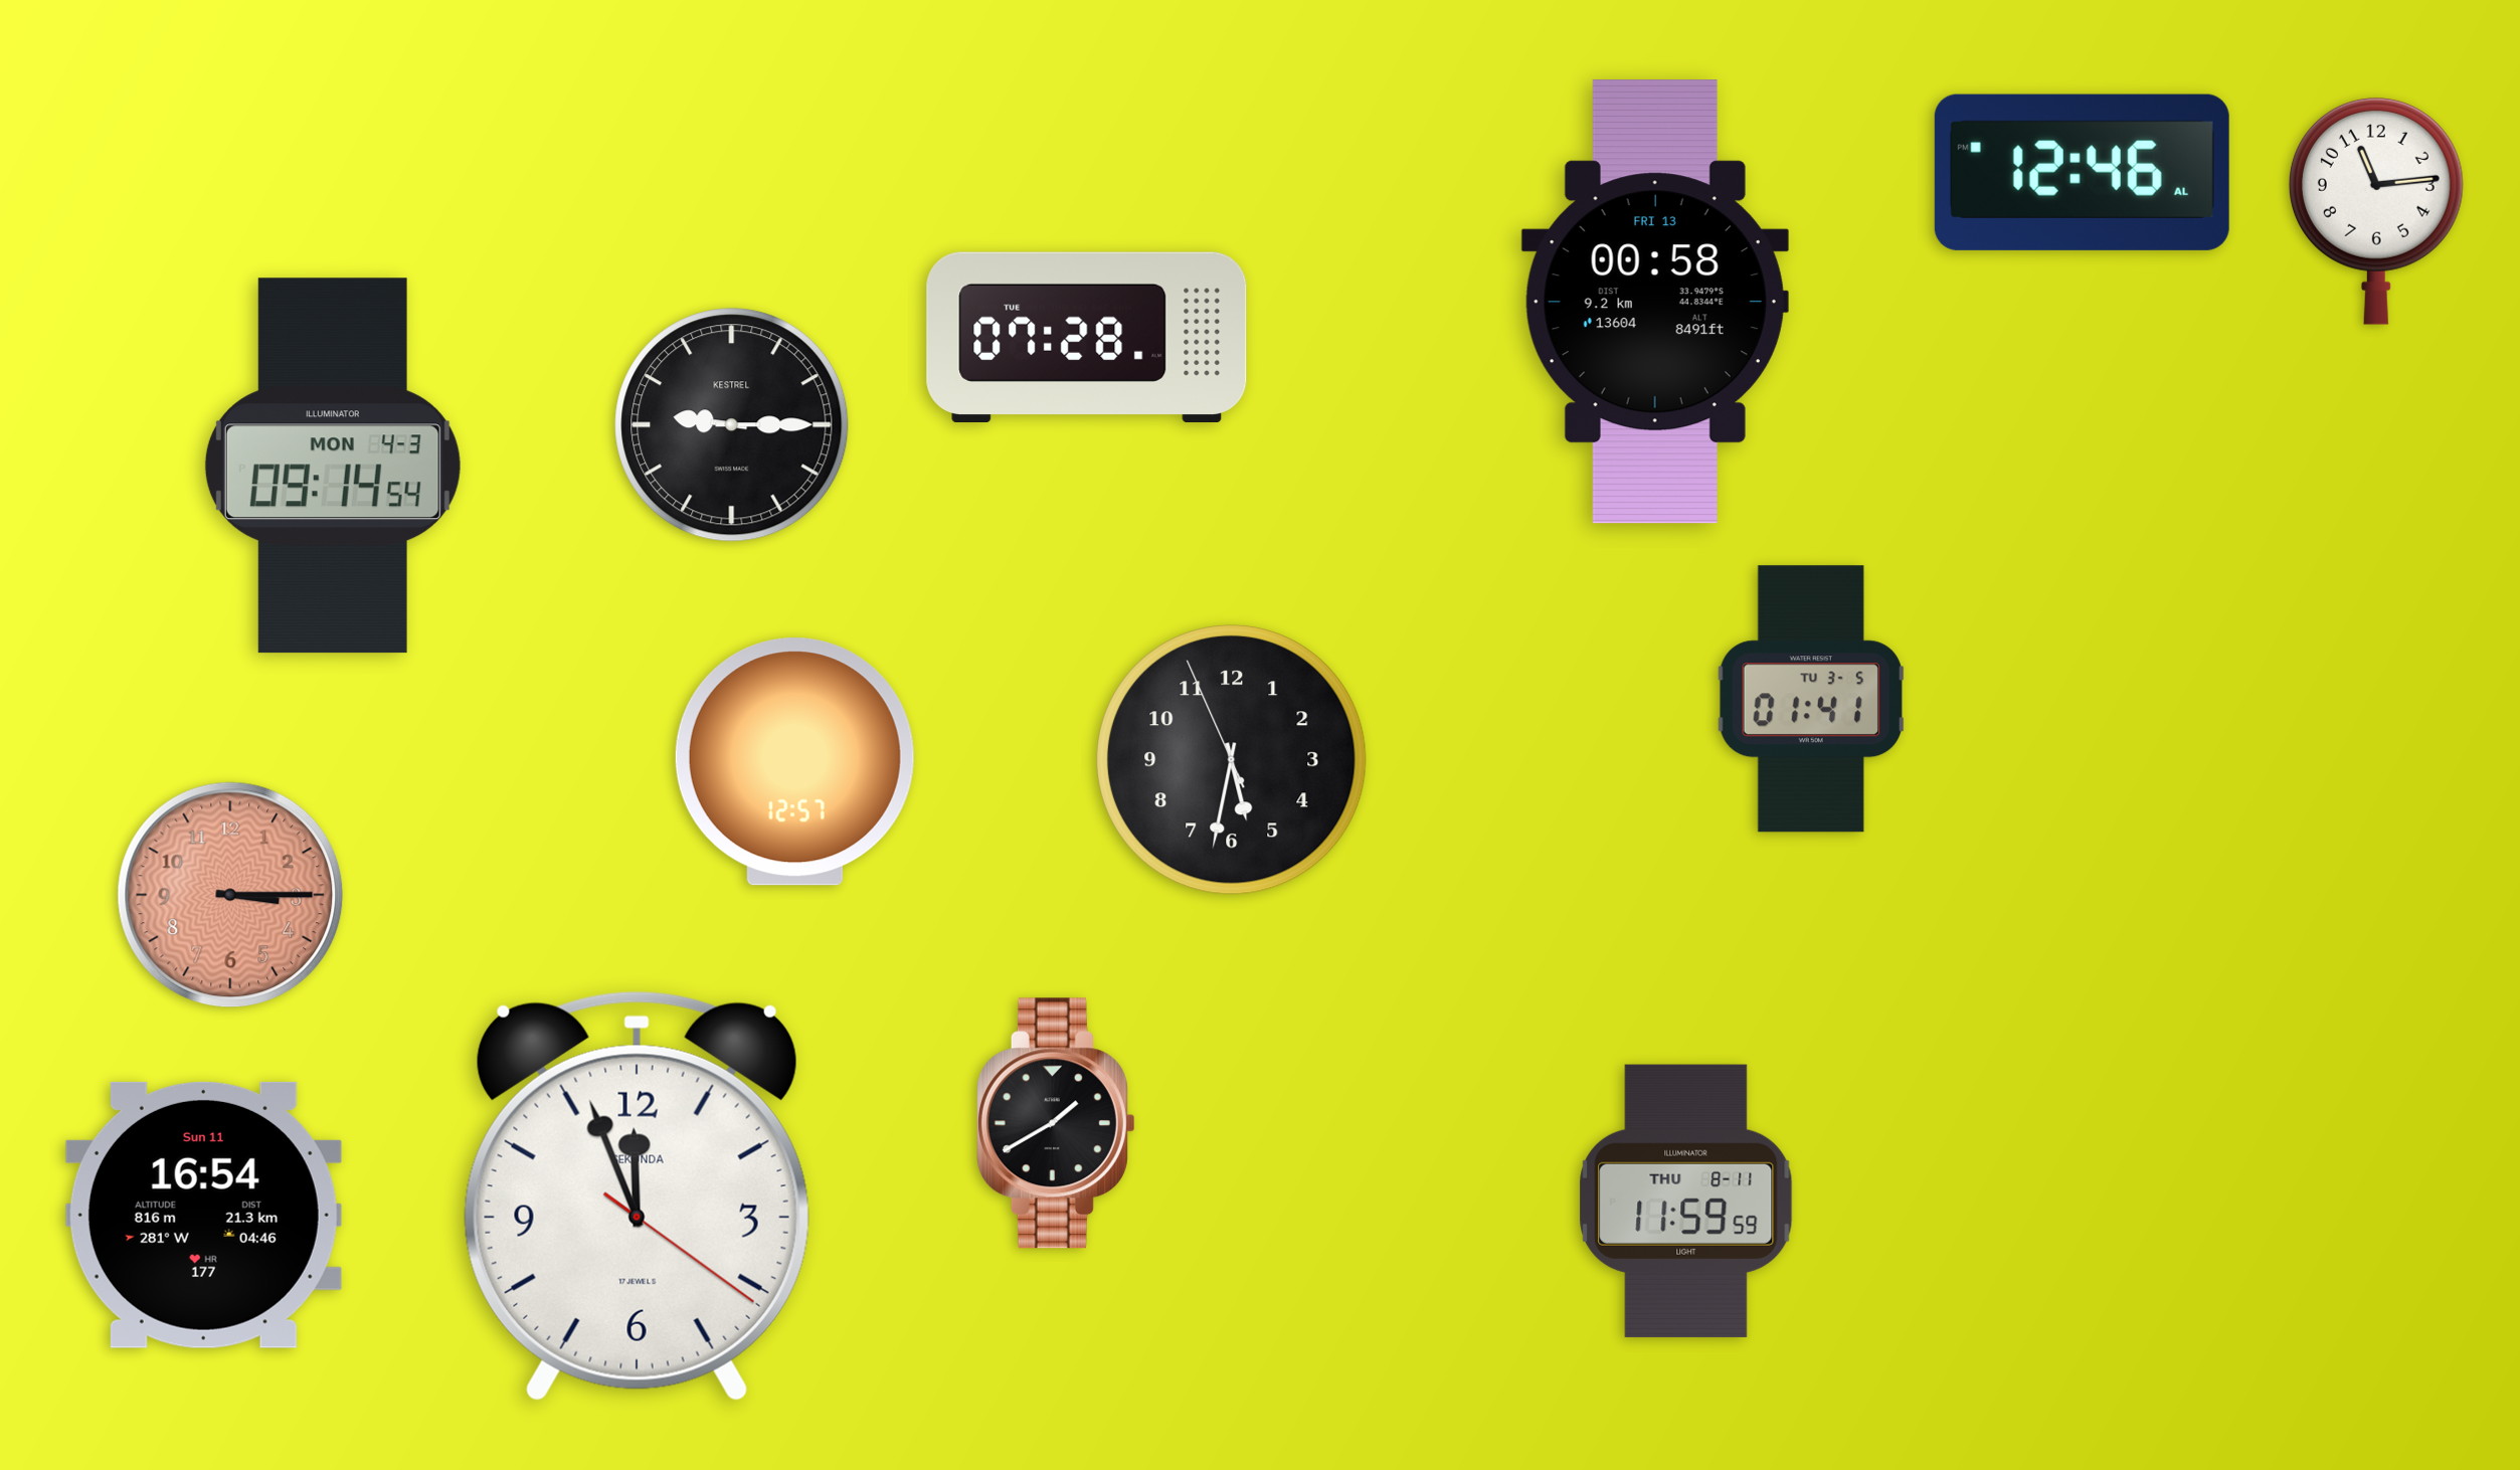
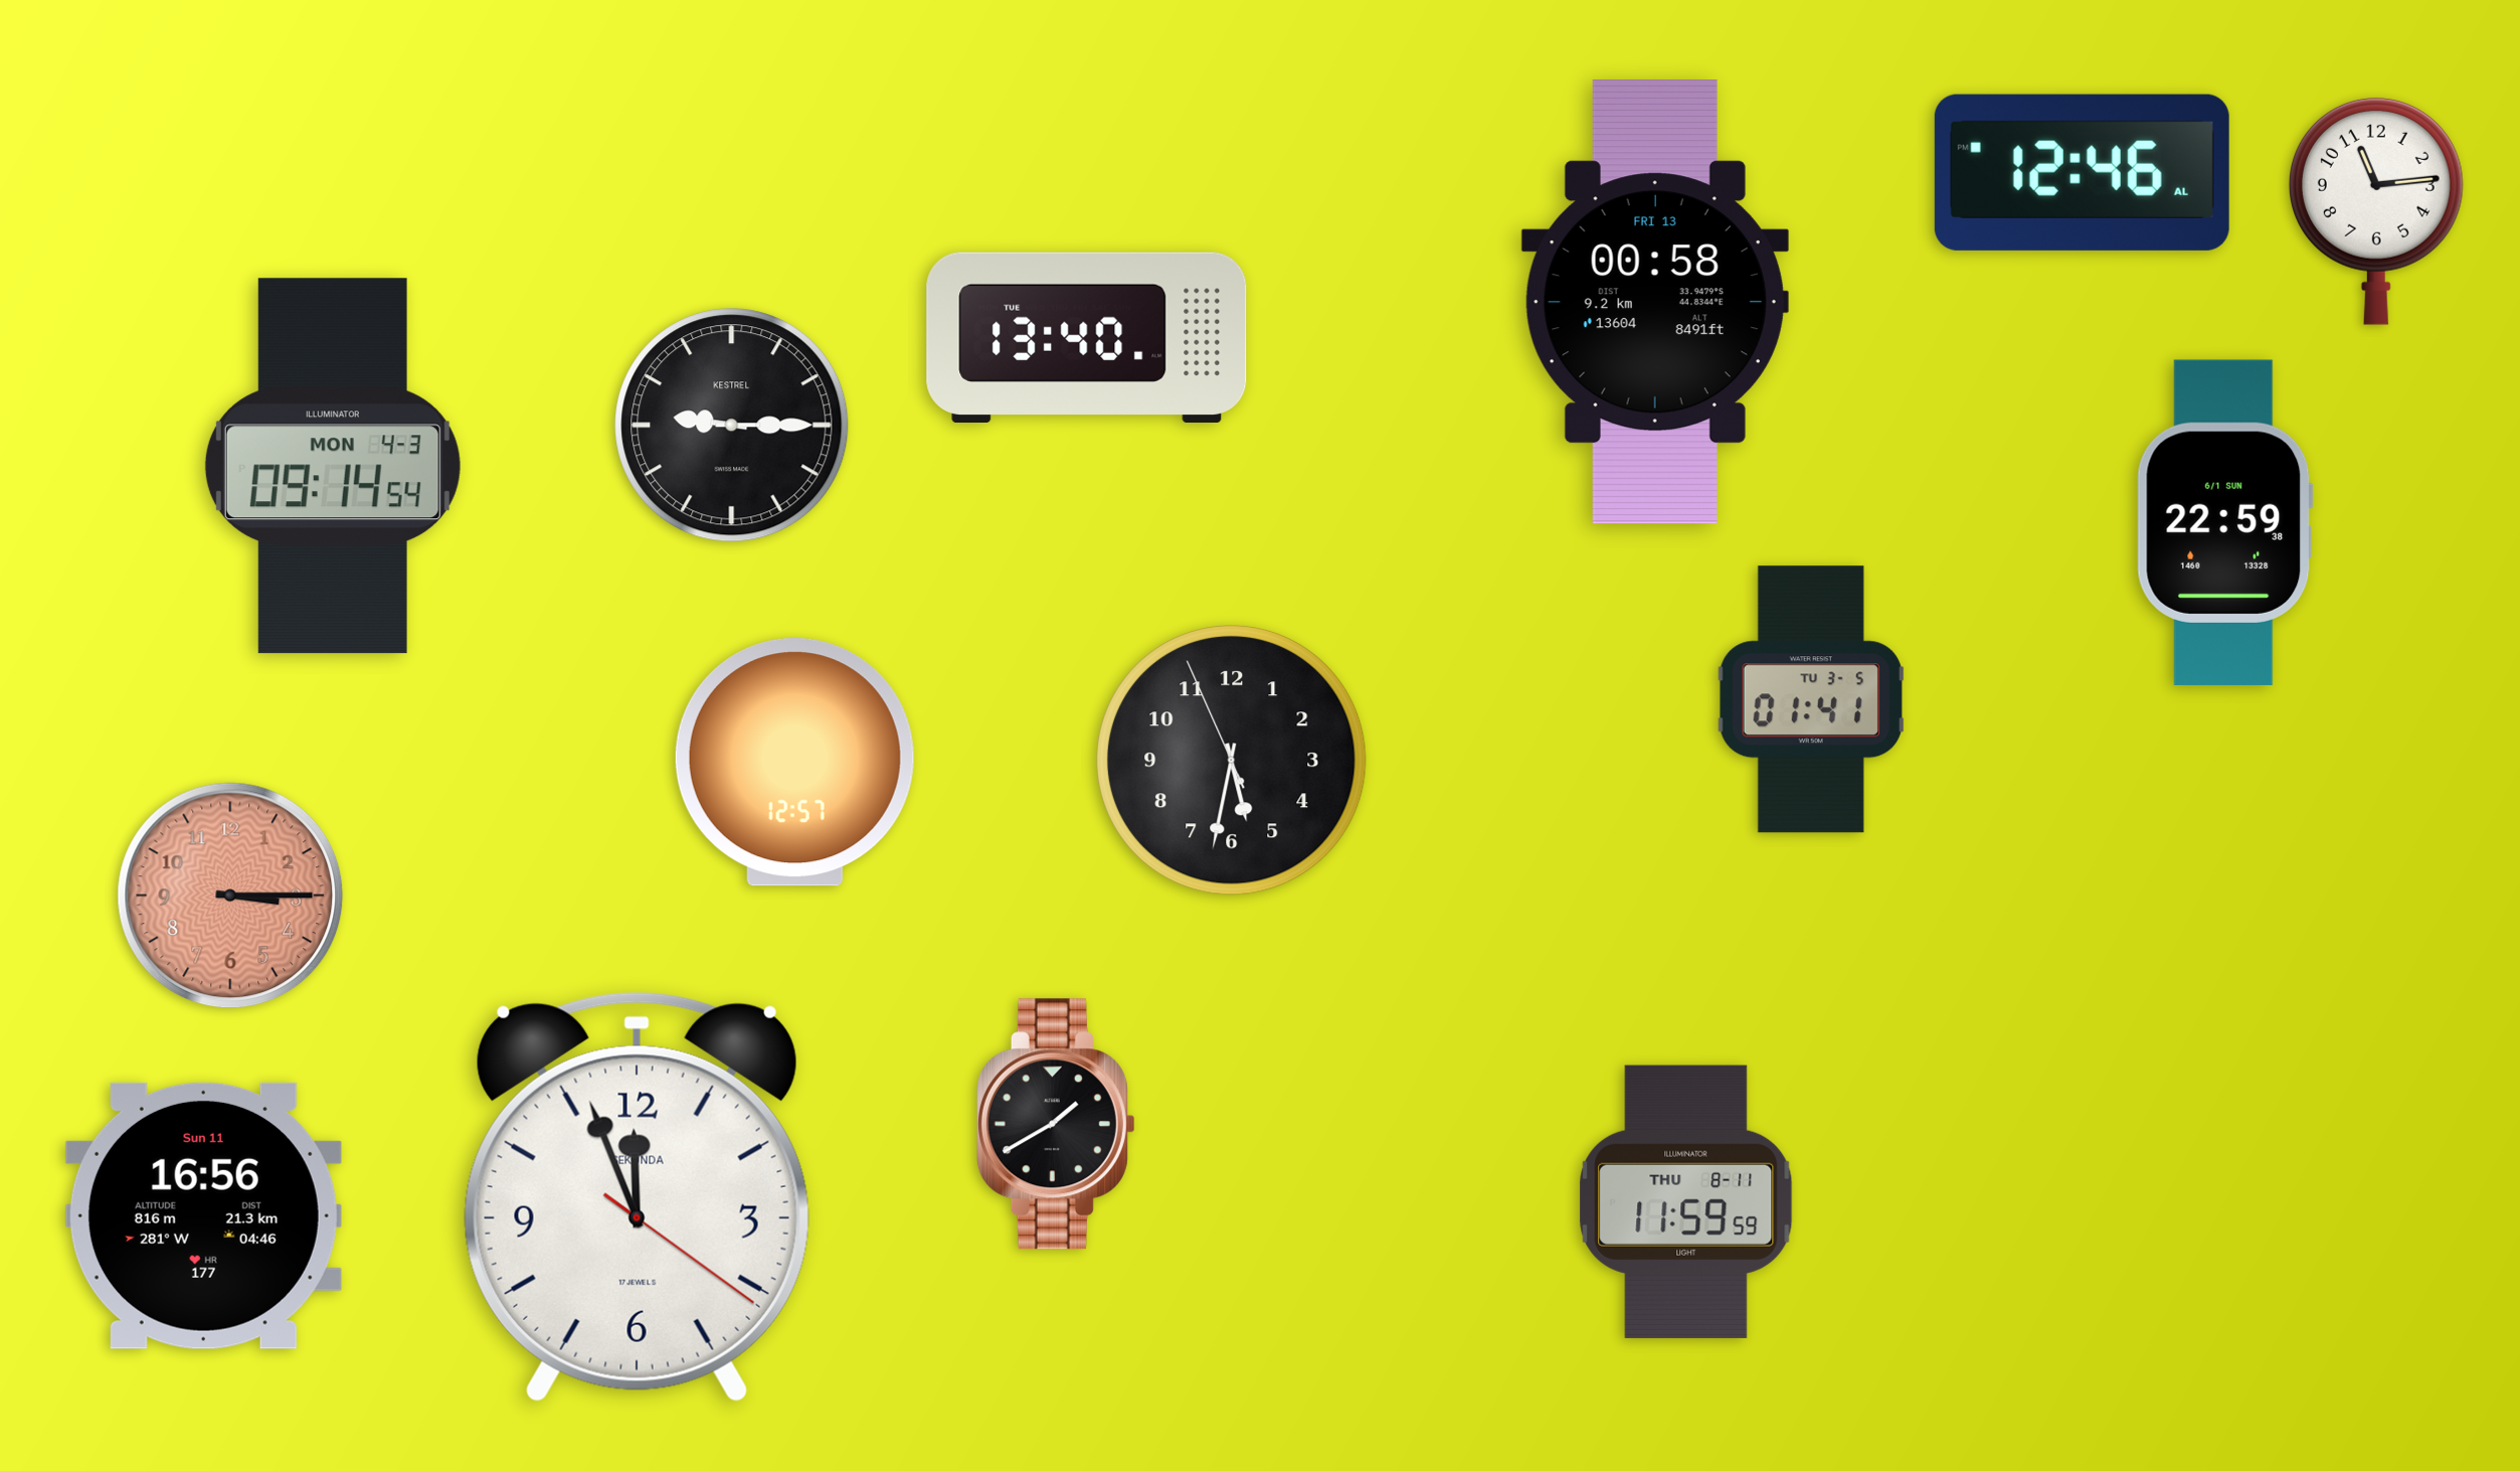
clock at (1087, 337): 07:28 -> 13:40
clock at (2224, 522): none -> 22:59
clock at (203, 1215): 16:54 -> 16:56
